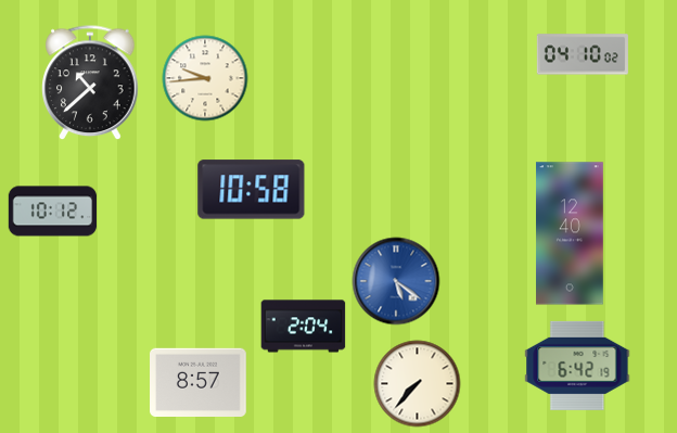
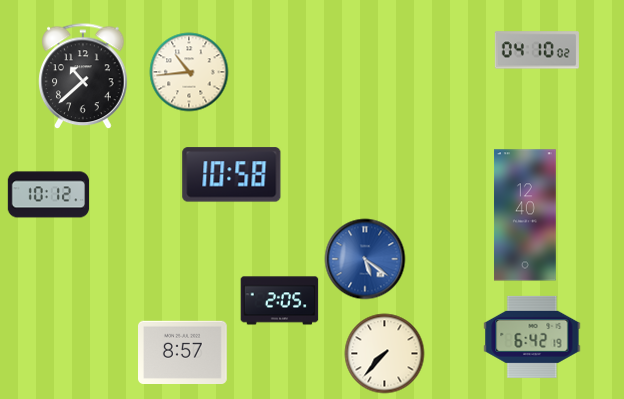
clock at (205, 78): 9:44 -> 10:44
clock at (304, 327): 2:04 -> 2:05
